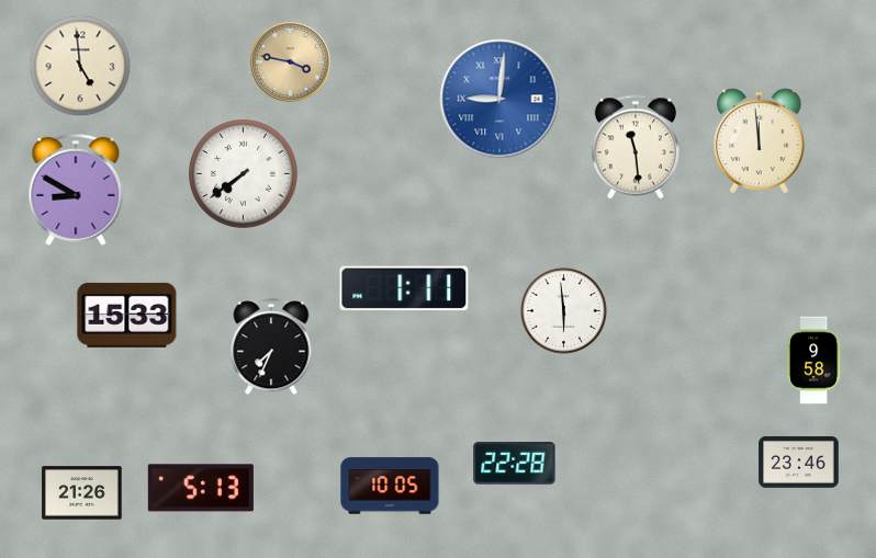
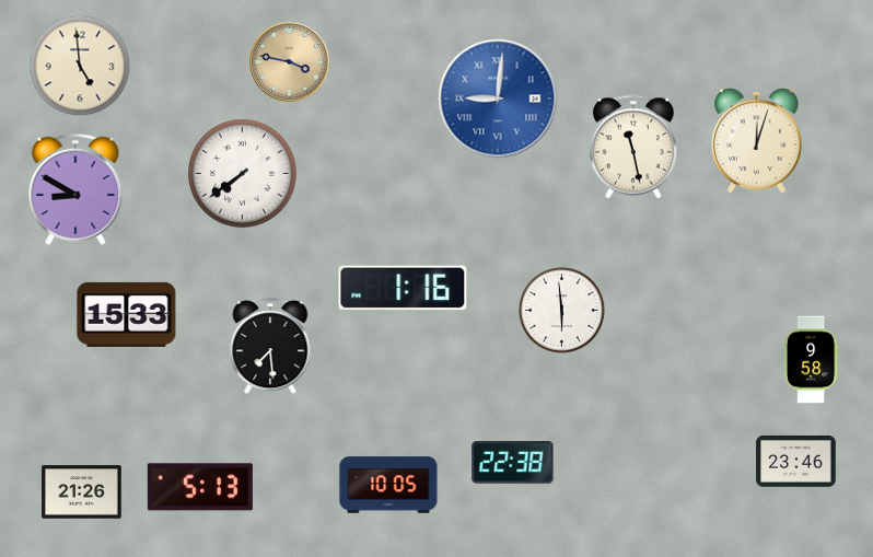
clock at (760, 141): 11:59 -> 12:03
clock at (636, 147): 11:29 -> 11:28
clock at (404, 288): 1:11 -> 1:16
clock at (271, 348): 7:34 -> 7:29
clock at (515, 464): 22:28 -> 22:38
